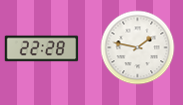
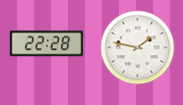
clock at (42, 49) position: (42, 49) -> (47, 44)
